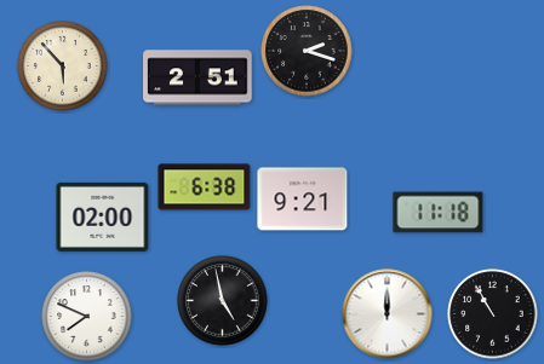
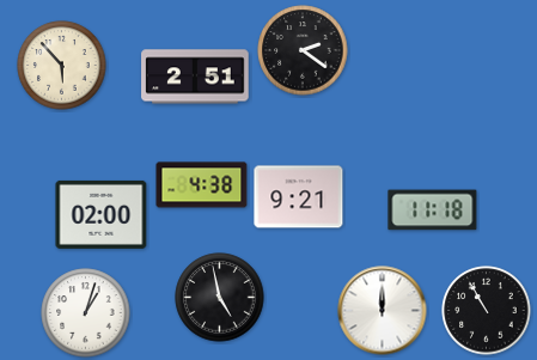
clock at (307, 51): 2:18 -> 2:21
clock at (205, 187): 6:38 -> 4:38
clock at (87, 317): 7:49 -> 1:03
